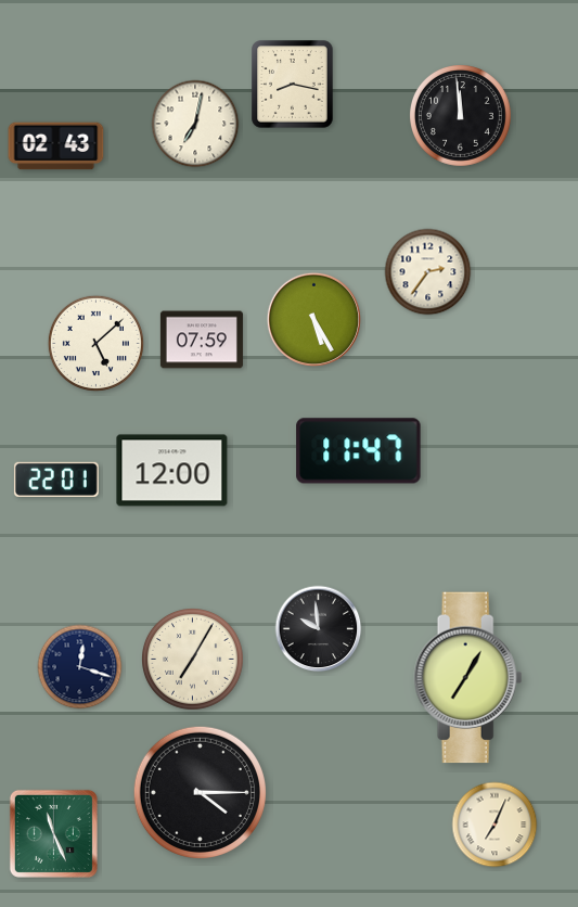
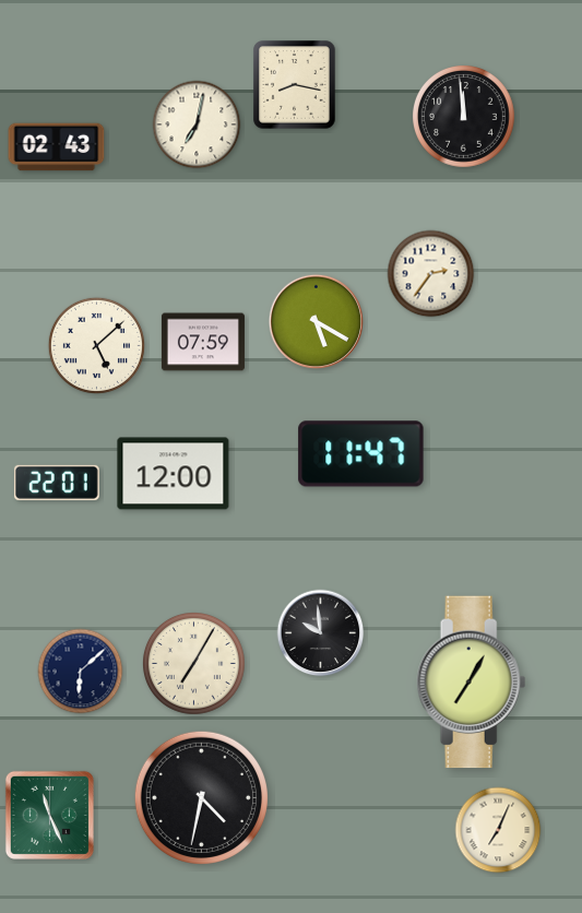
clock at (313, 319): 5:25 -> 5:20
clock at (80, 667): 12:18 -> 6:08
clock at (200, 792): 4:15 -> 4:32
clock at (53, 833) position: (53, 833) -> (49, 815)
